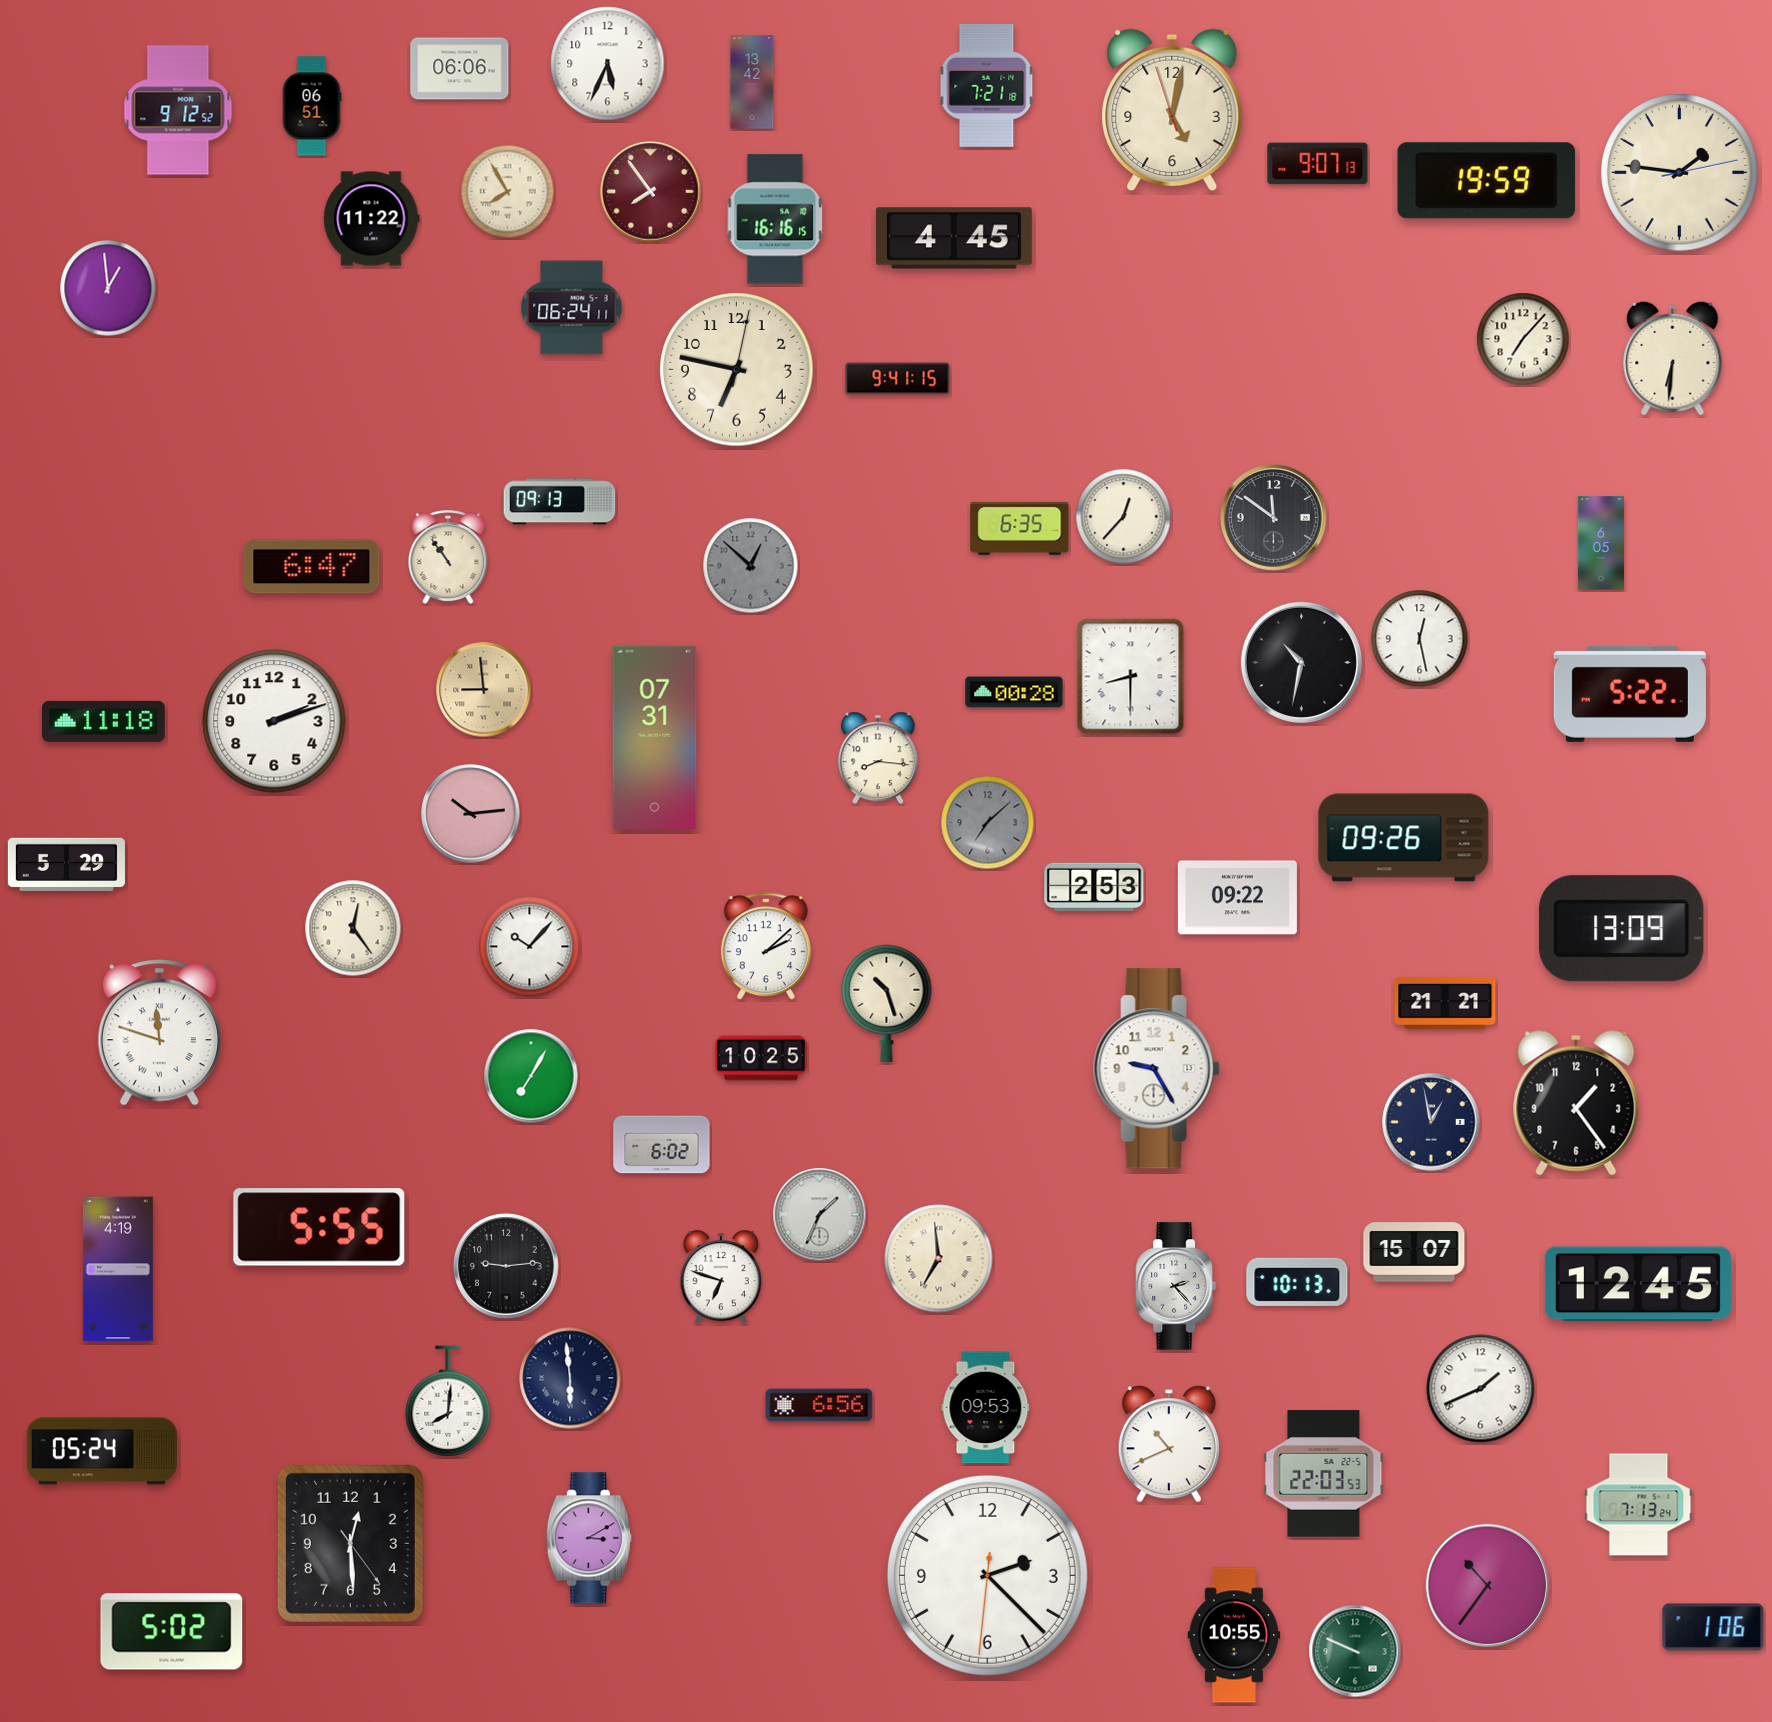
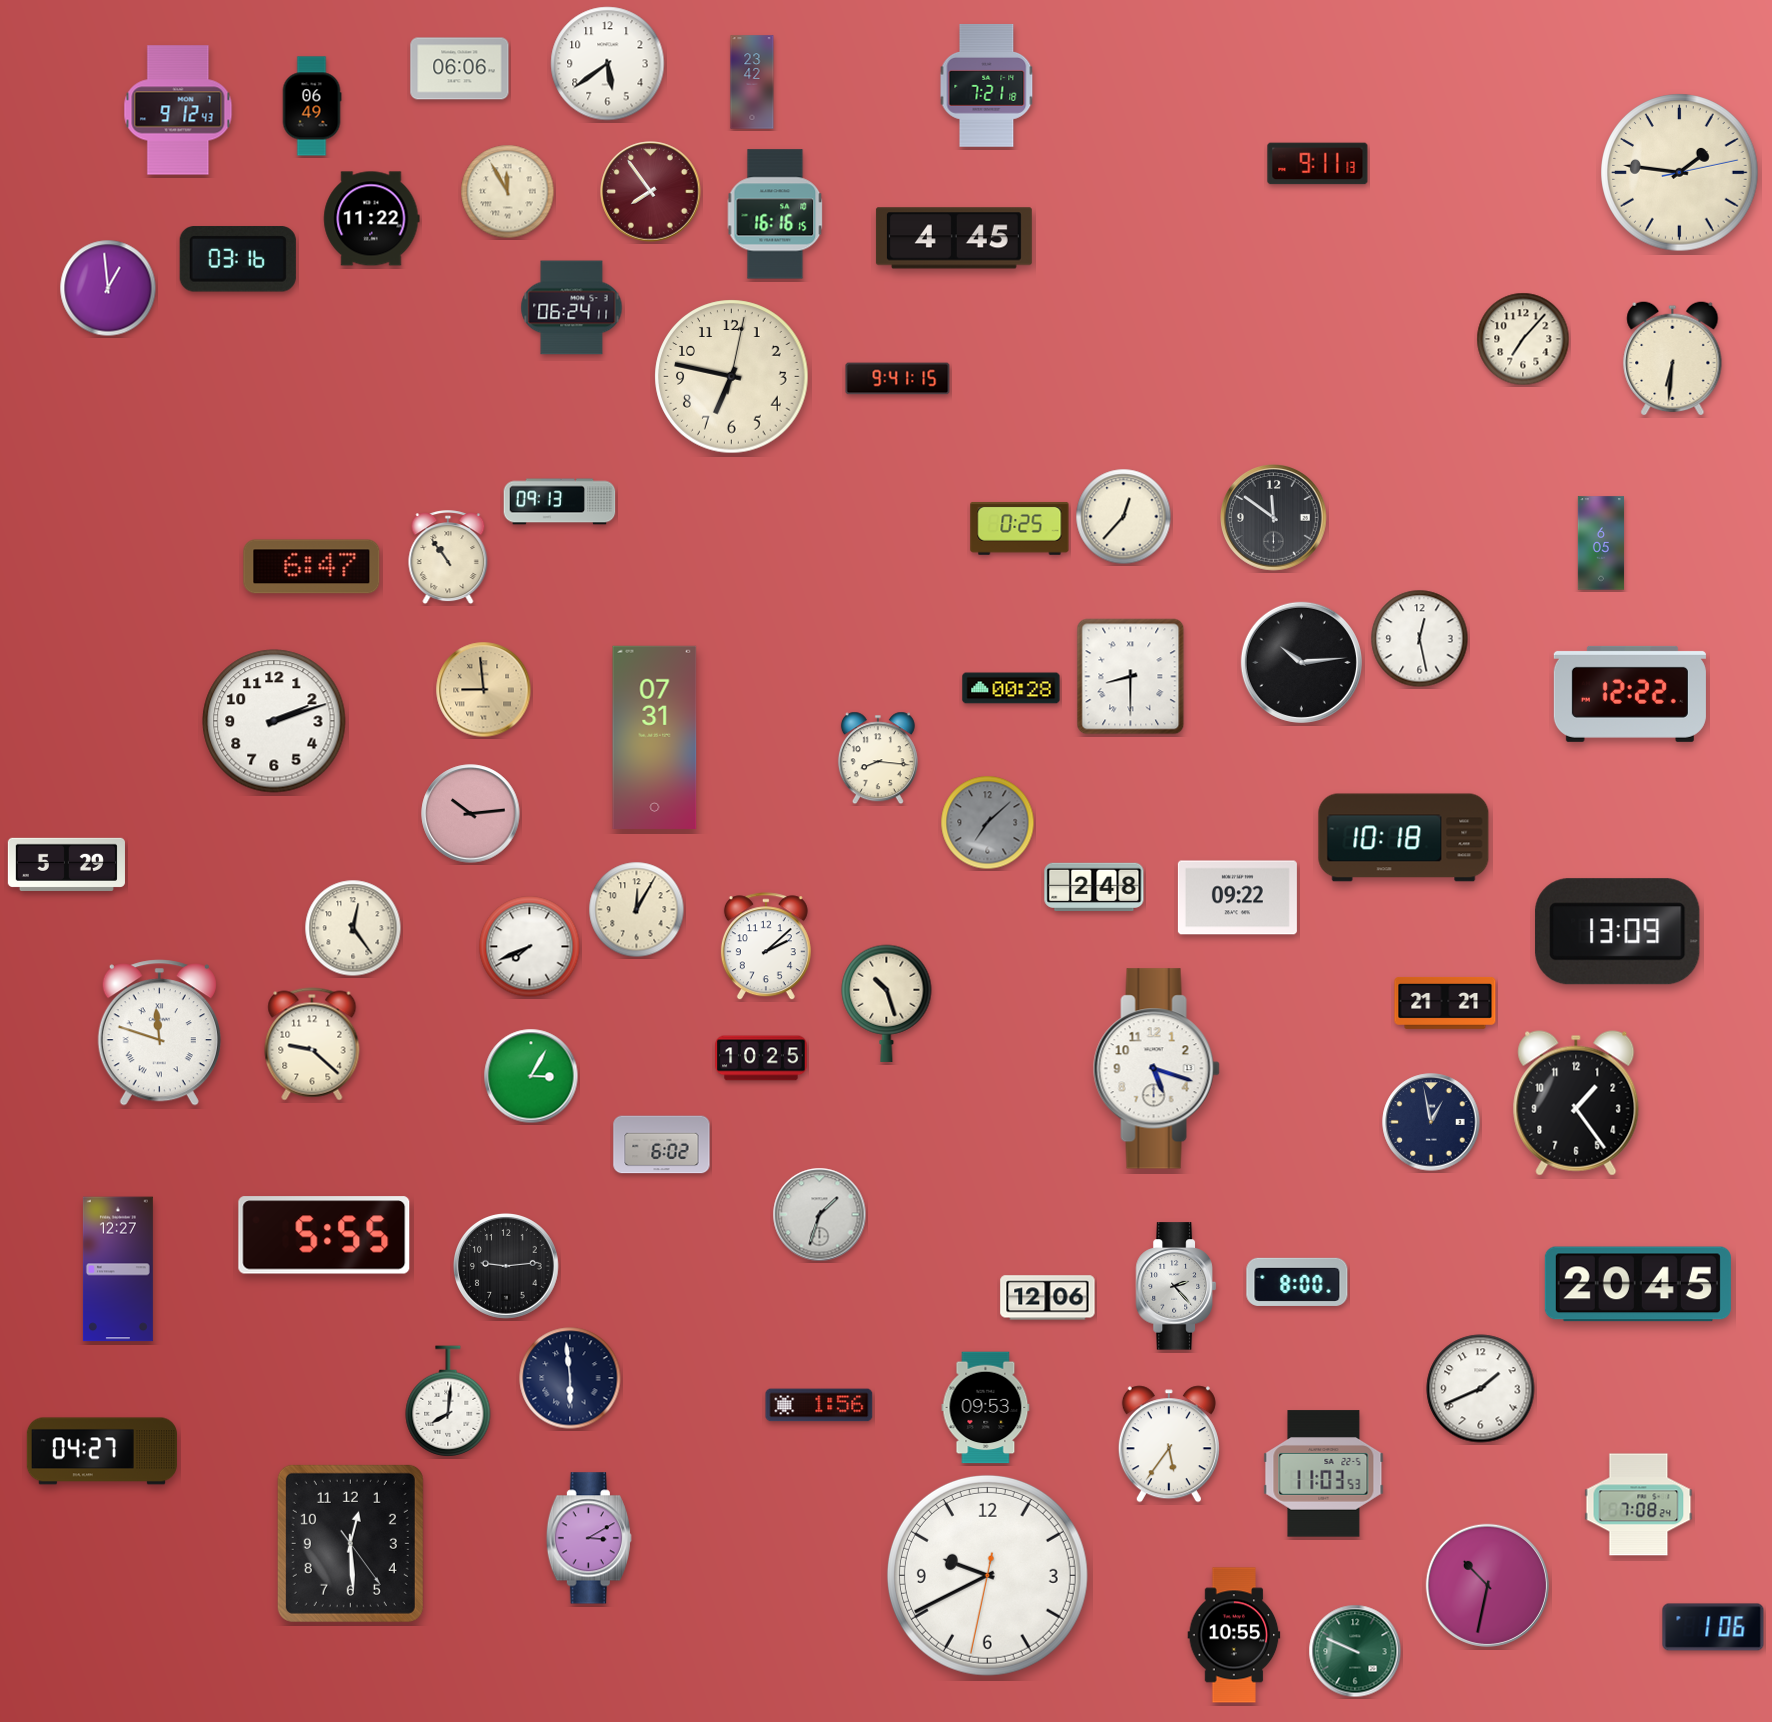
clock at (608, 64): 5:34 -> 5:39
clock at (752, 82): 13:42 -> 23:42
clock at (312, 106): 06:51 -> 06:49
clock at (178, 110): 9:12:52 -> 9:12:43
clock at (1172, 110): 5:01 -> none
clock at (1318, 164): 9:07 -> 9:11
clock at (1487, 181): 19:59 -> none
clock at (508, 192): 7:55 -> 11:55
clock at (775, 219) position: (775, 219) -> (775, 214)
clock at (238, 259): none -> 03:16
clock at (737, 370) position: (737, 370) -> (732, 377)
clock at (1020, 528): 6:35 -> 0:25
clock at (751, 566): 12:52 -> none
clock at (1301, 662): 10:32 -> 10:14
clock at (1014, 692) position: (1014, 692) -> (1011, 688)
clock at (1630, 694): 5:22 -> 12:22
clock at (104, 721): 11:18 -> none
clock at (1404, 838): 09:26 -> 10:18
clock at (1094, 887): 2:53 -> 2:48
clock at (637, 910): none -> 12:05
clock at (1622, 929) position: (1622, 929) -> (1618, 932)
clock at (530, 947): 10:07 -> 7:41
clock at (312, 1044): none -> 9:22
clock at (1156, 1069): 9:25 -> 5:18
clock at (531, 1076): 7:05 -> 3:05
clock at (820, 1215): 1:34 -> 1:33
clock at (319, 1227) position: (319, 1227) -> (324, 1235)
clock at (1414, 1252): 15:07 -> none
clock at (939, 1259): 6:59 -> none
clock at (118, 1269): 4:19 -> 12:27
clock at (721, 1278): 6:48 -> none
clock at (1297, 1282): 10:13 -> 8:00
clock at (1638, 1284): 12:45 -> 20:45
clock at (1048, 1298): none -> 12:06
clock at (819, 1405): 6:56 -> 1:56
clock at (1169, 1444): 10:41 -> 5:36
clock at (102, 1451): 05:24 -> 04:27
clock at (1324, 1474): 22:03 -> 11:03
clock at (1639, 1505): 7:13 -> 7:08
clock at (987, 1575): 2:22 -> 9:40
clock at (1487, 1585): 10:36 -> 10:32
clock at (172, 1632): 5:02 -> none
